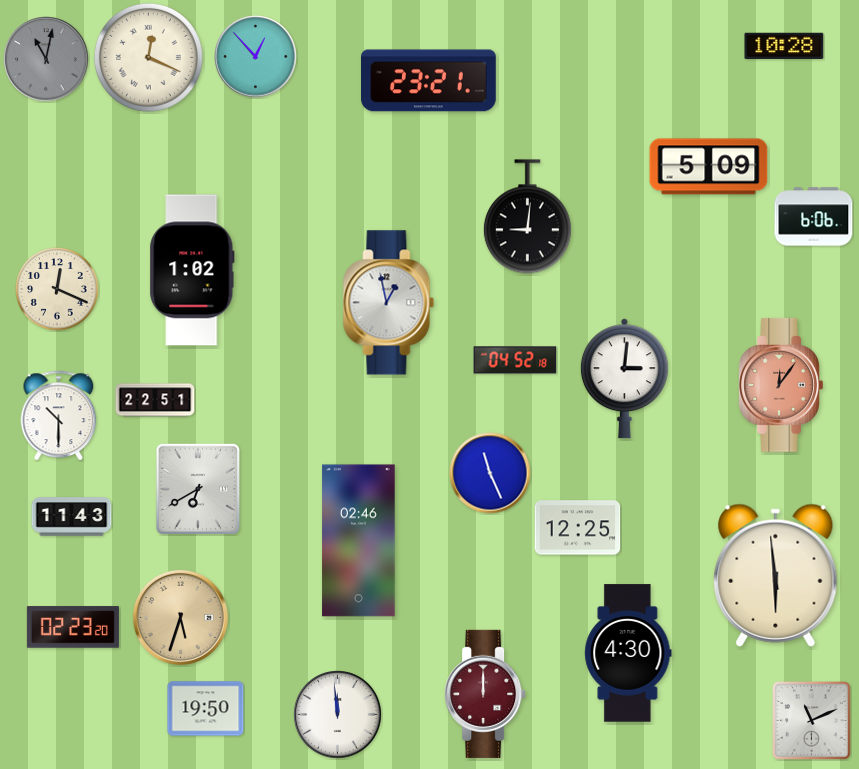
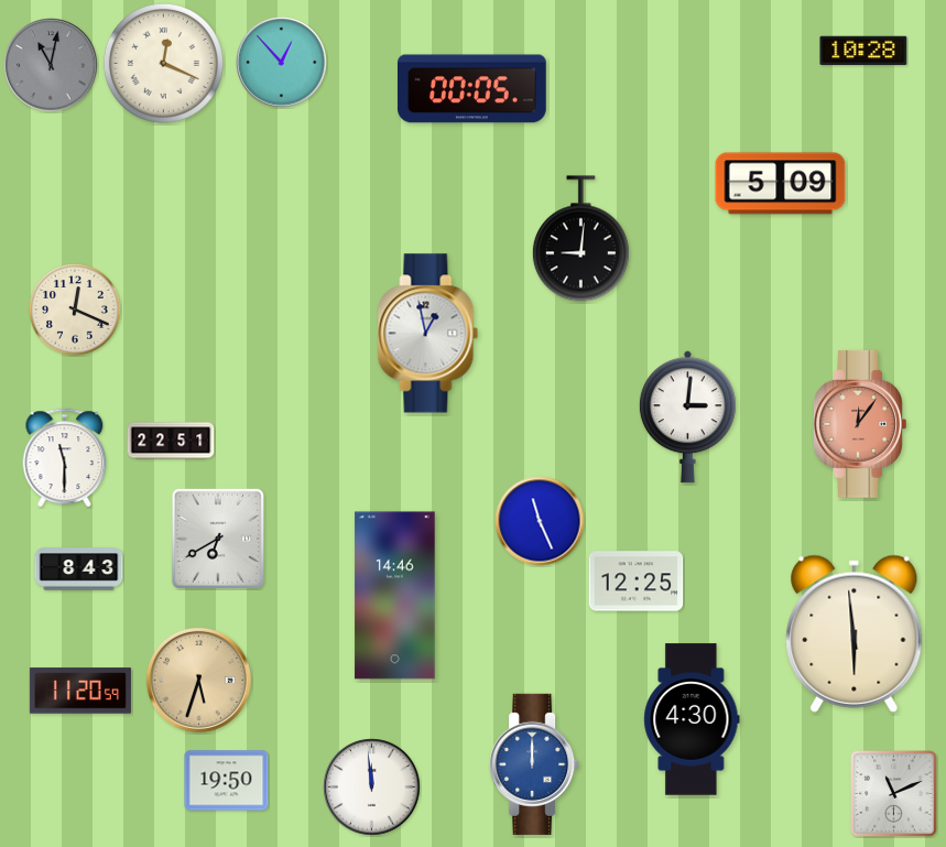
clock at (429, 81): 23:21 -> 00:05
clock at (814, 217): 6:06 -> none
clock at (192, 270): 1:02 -> none
clock at (57, 289) position: (57, 289) -> (75, 310)
clock at (515, 360): 04:52 -> none
clock at (59, 415): 10:30 -> 11:30
clock at (72, 517): 11:43 -> 8:43
clock at (359, 541): 02:46 -> 14:46
clock at (73, 627): 02:23 -> 11:20
clock at (485, 694) dial: burgundy -> blue
